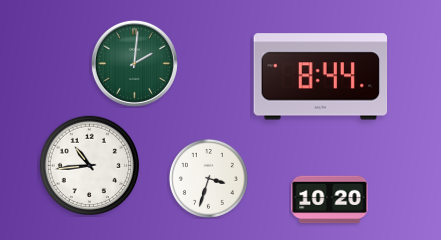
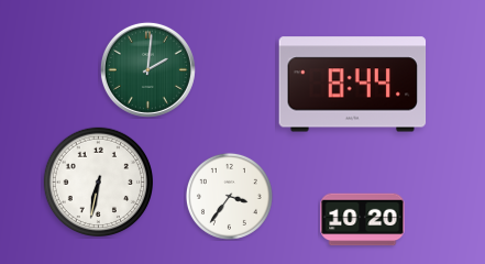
clock at (90, 166): 10:44 -> 6:32
clock at (208, 178): 3:33 -> 3:36
